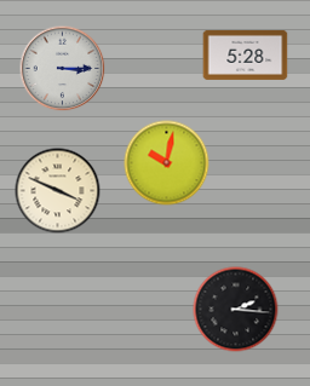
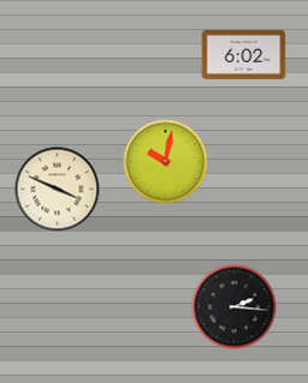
clock at (246, 54): 5:28 -> 6:02
clock at (63, 69): 3:15 -> none
